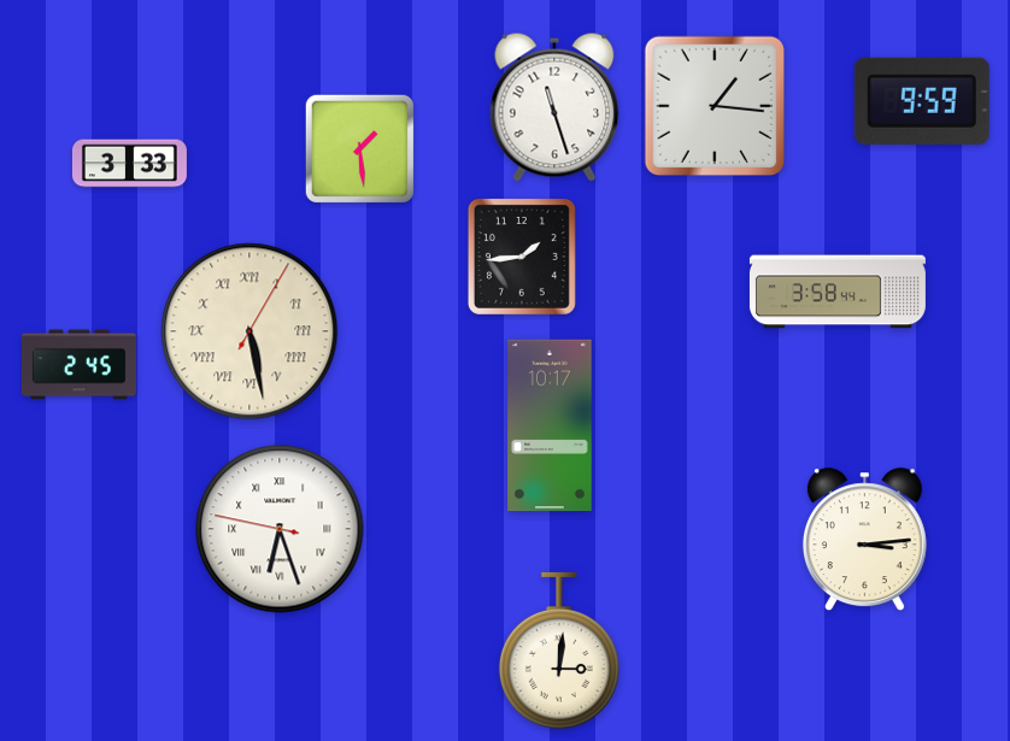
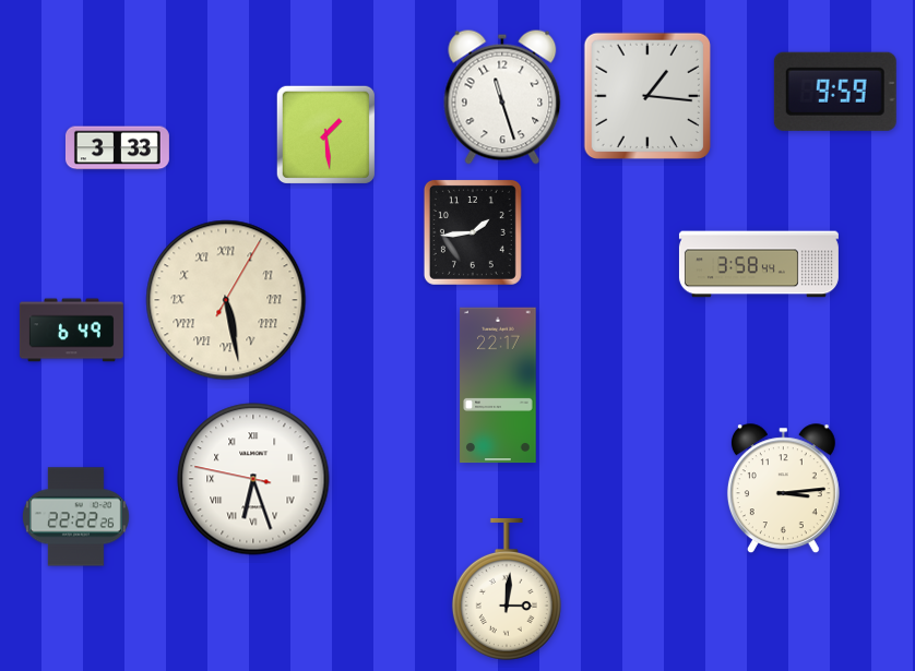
clock at (78, 365): 2:45 -> 6:49
clock at (550, 425): 10:17 -> 22:17
clock at (75, 517): none -> 22:22
